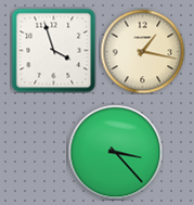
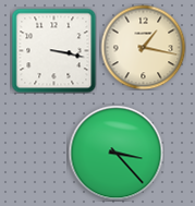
clock at (53, 50): 3:57 -> 3:17
clock at (142, 51) position: (142, 51) -> (143, 47)
